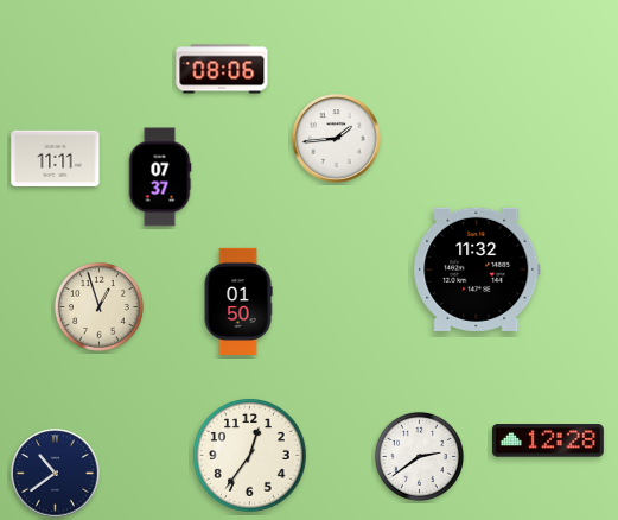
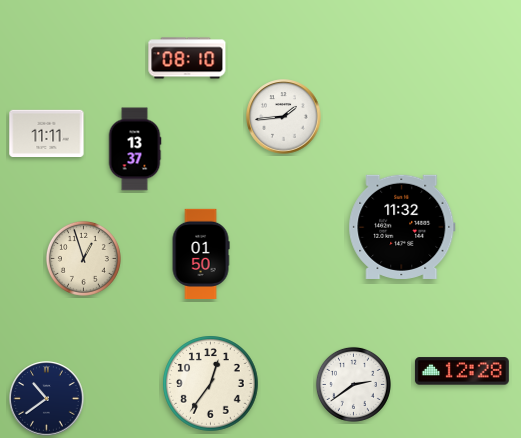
clock at (222, 69): 08:06 -> 08:10
clock at (160, 177): 07:37 -> 13:37
